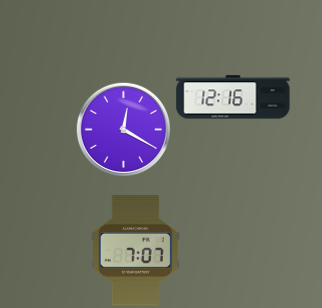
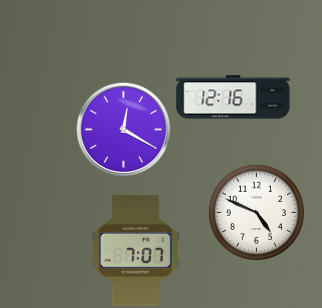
clock at (256, 212): none -> 4:49
